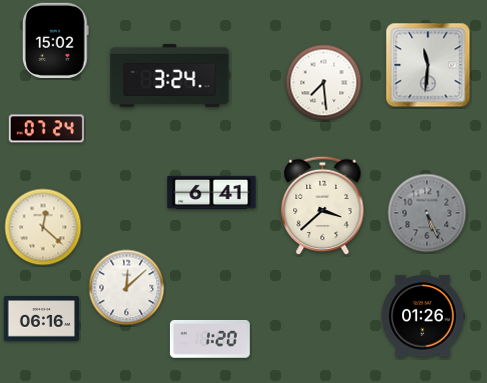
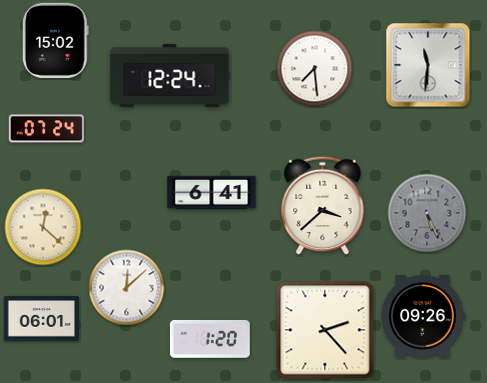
clock at (170, 75): 3:24 -> 12:24
clock at (324, 83) position: (324, 83) -> (315, 69)
clock at (423, 316): 01:26 -> 09:26
clock at (41, 319): 06:16 -> 06:01
clock at (325, 330): none -> 2:23
